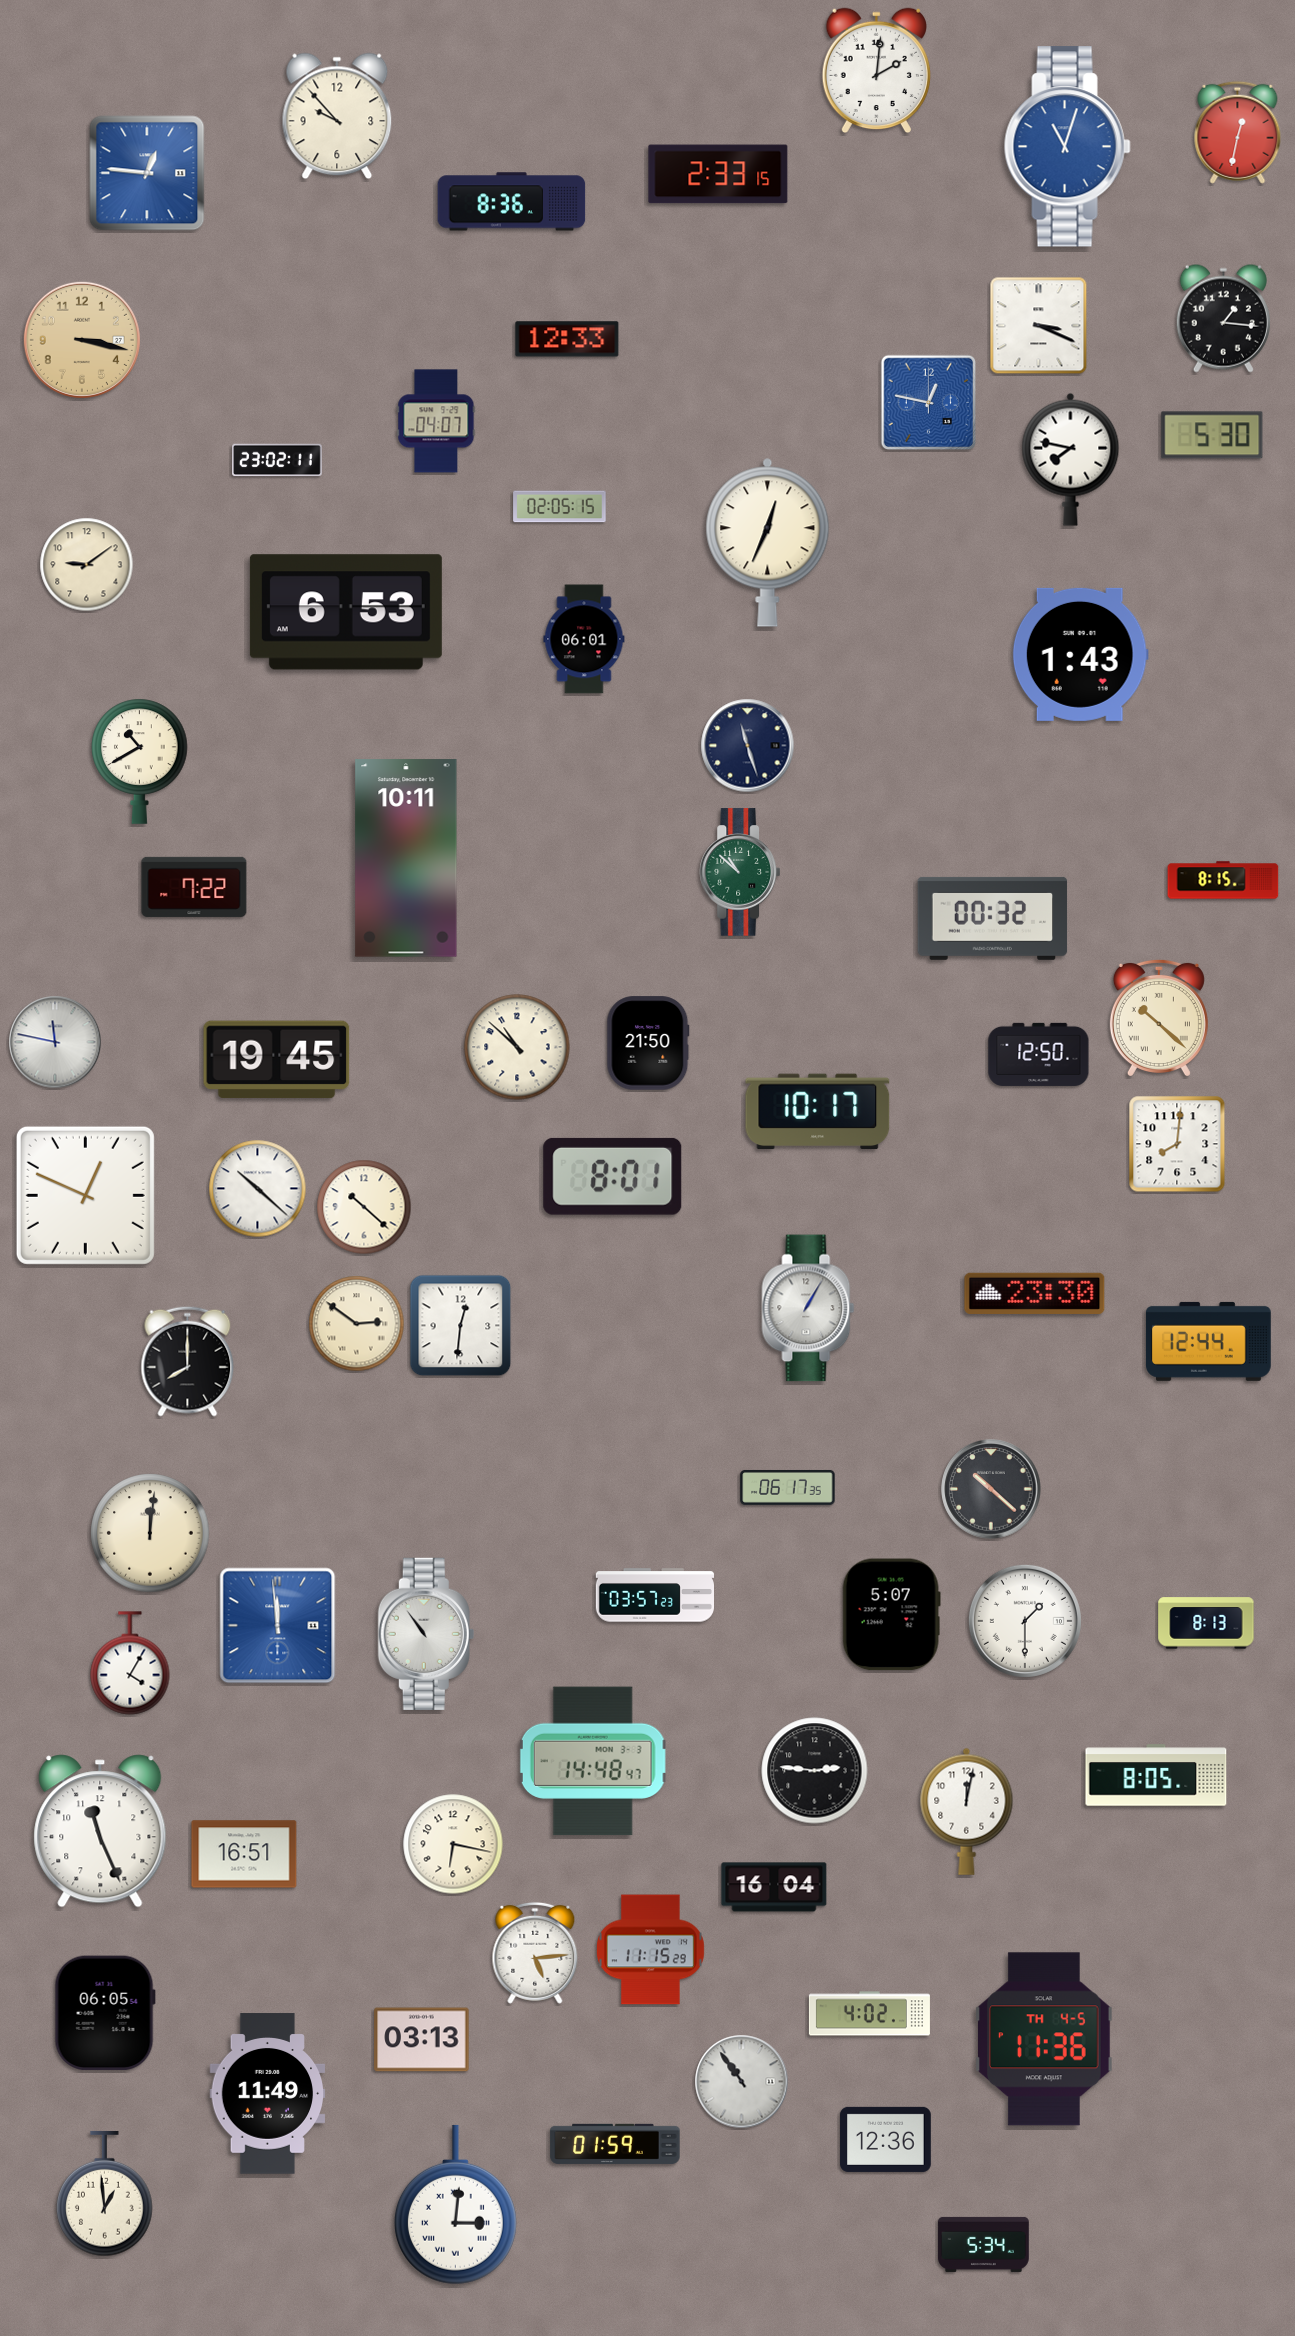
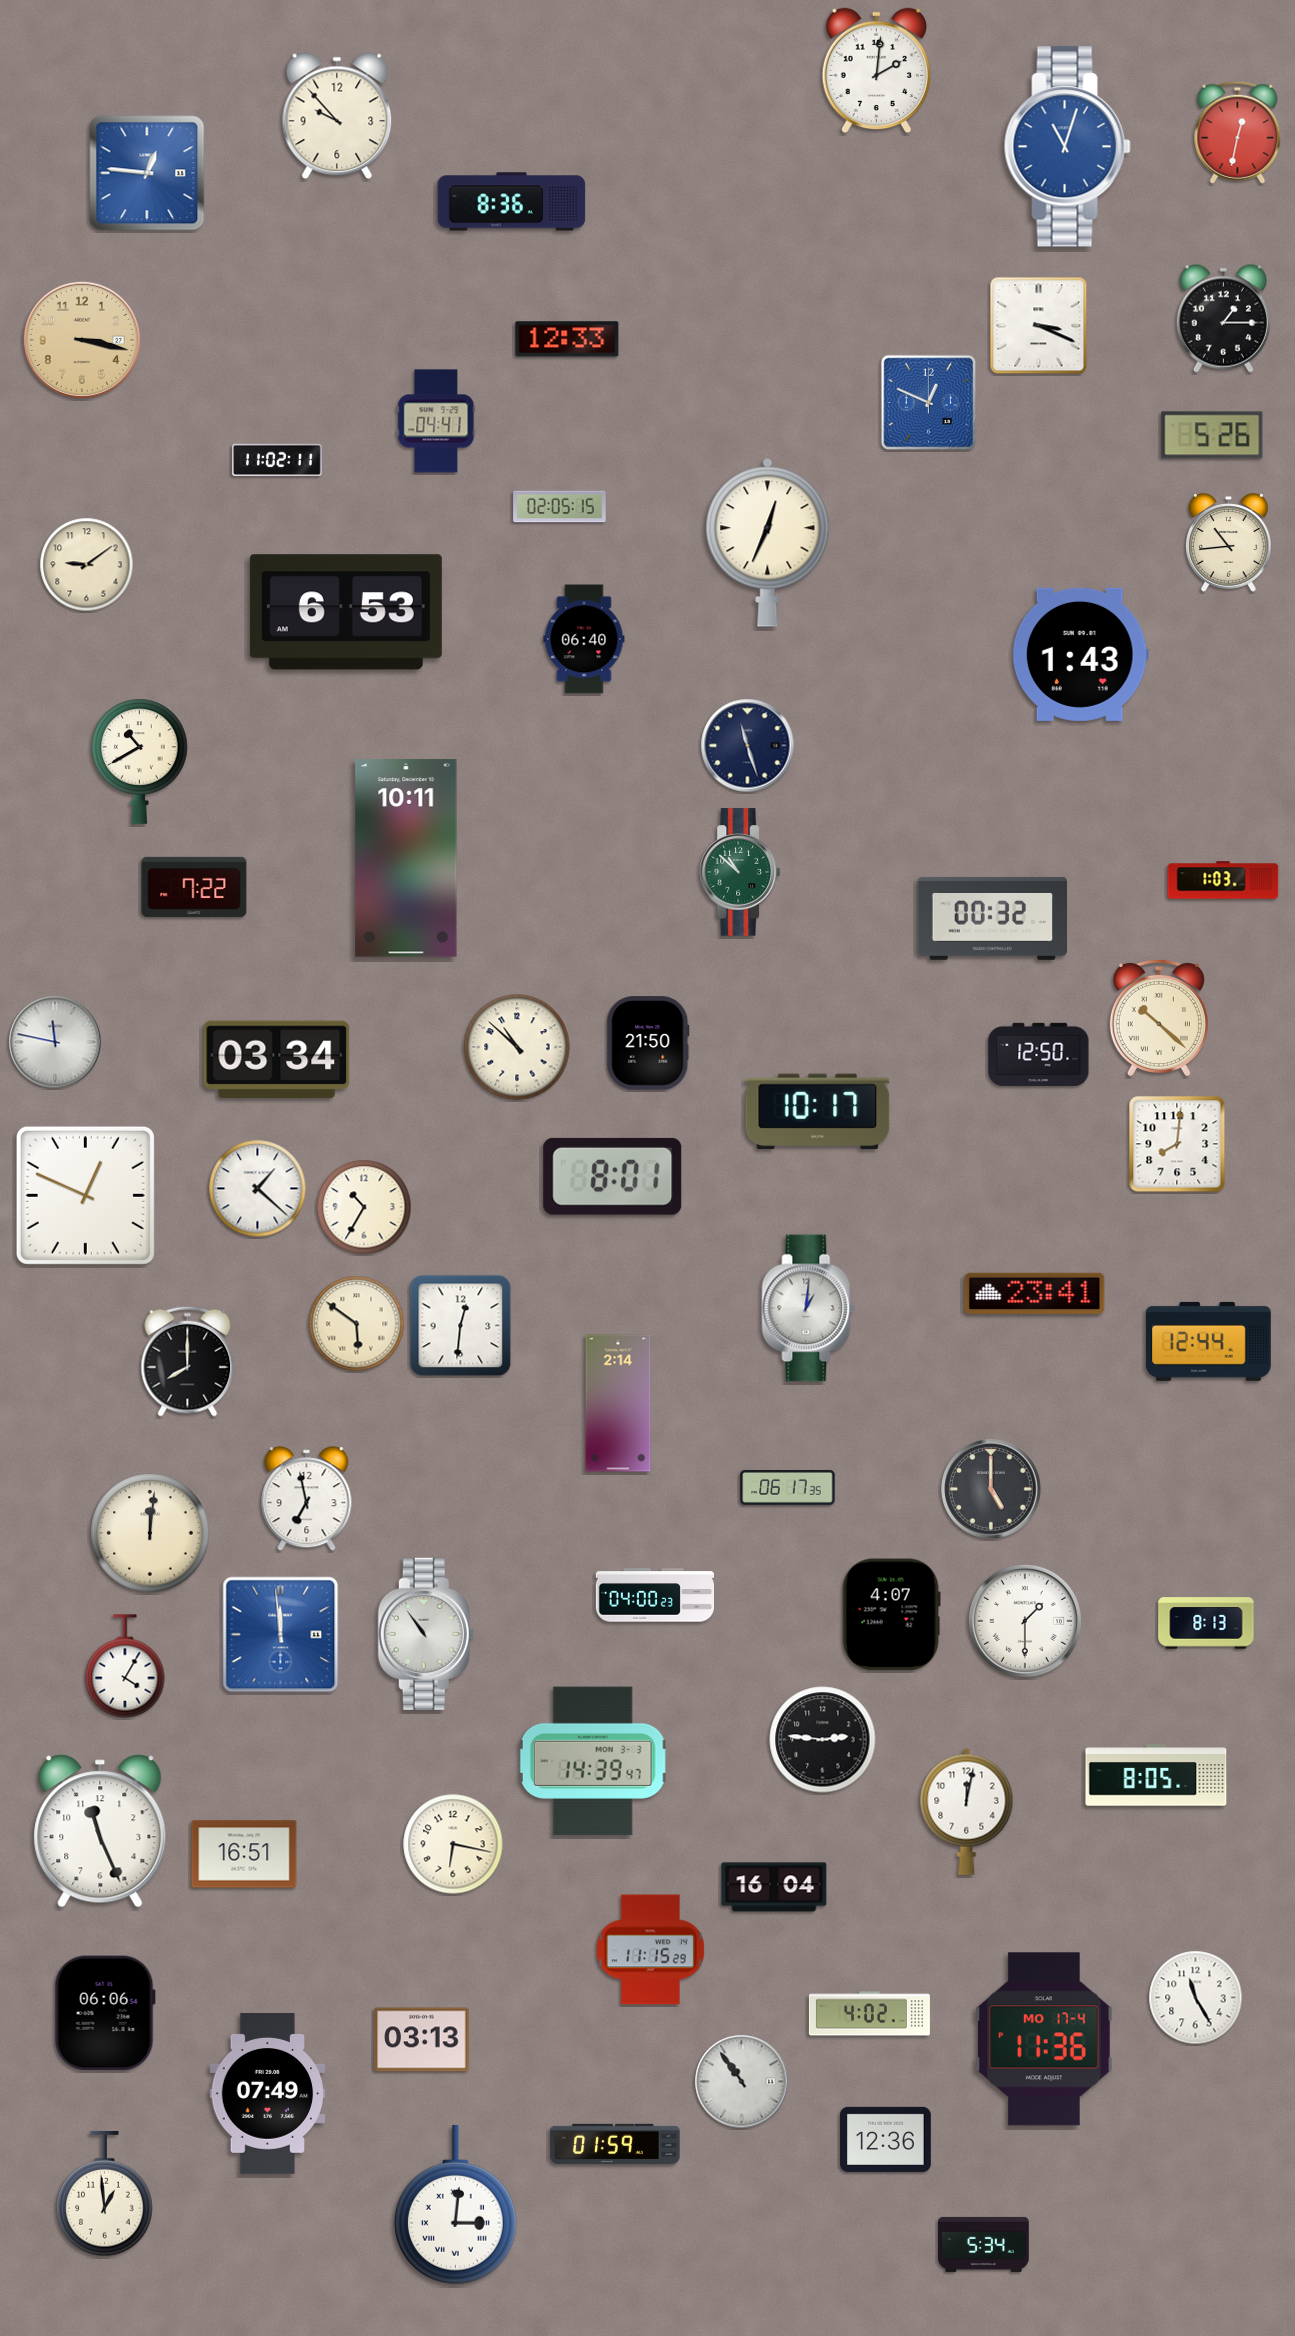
clock at (718, 174): 2:33 -> none
clock at (1223, 318): 1:16 -> 1:15
clock at (929, 403): 12:47 -> 12:49
clock at (436, 421): 04:07 -> 04:41
clock at (1212, 435): 5:30 -> 5:26
clock at (1071, 459): 7:47 -> none
clock at (278, 460): 23:02 -> 11:02
clock at (1228, 543): none -> 10:44
clock at (584, 639): 06:01 -> 06:40
clock at (1223, 880): 8:15 -> 1:03
clock at (277, 1060): 19:45 -> 03:34
clock at (258, 1189): 10:22 -> 1:22
clock at (364, 1207): 10:22 -> 10:35
clock at (1035, 1293): 23:30 -> 23:41
clock at (808, 1308): 1:05 -> 1:01
clock at (357, 1324): 2:51 -> 5:51
clock at (618, 1403): none -> 2:14
clock at (991, 1489): 10:22 -> 5:00
clock at (307, 1499): none -> 6:58
clock at (654, 1595): 03:57 -> 04:00
clock at (891, 1615): 5:07 -> 4:07
clock at (278, 1626) position: (278, 1626) -> (281, 1635)
clock at (130, 1663) position: (130, 1663) -> (125, 1666)
clock at (593, 1761): 14:48 -> 14:39
clock at (815, 1771) position: (815, 1771) -> (823, 1740)
clock at (535, 1953): 5:14 -> none
clock at (1196, 1998): none -> 11:25
clock at (105, 2013): 06:05 -> 06:06
clock at (1045, 2039) date: TH 4-5 -> MO 17-4
clock at (268, 2094): 11:49 -> 07:49
